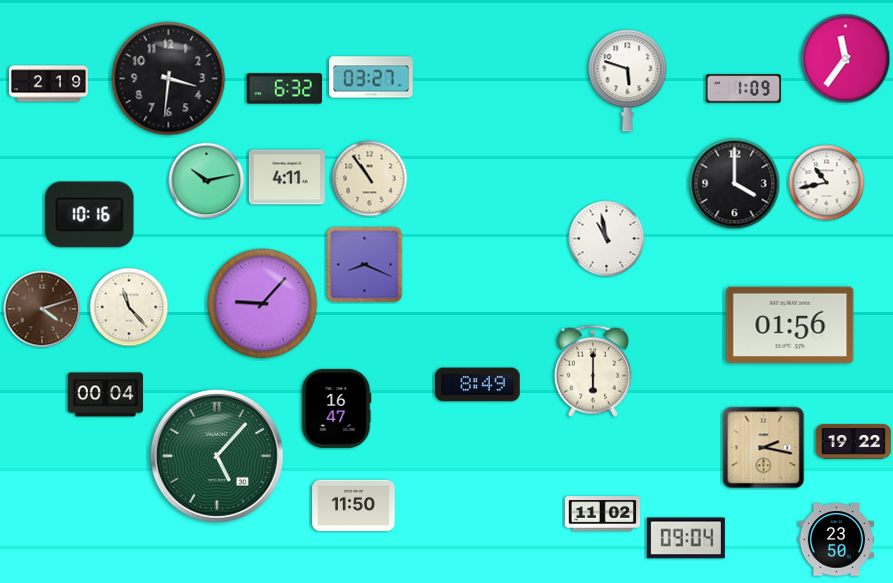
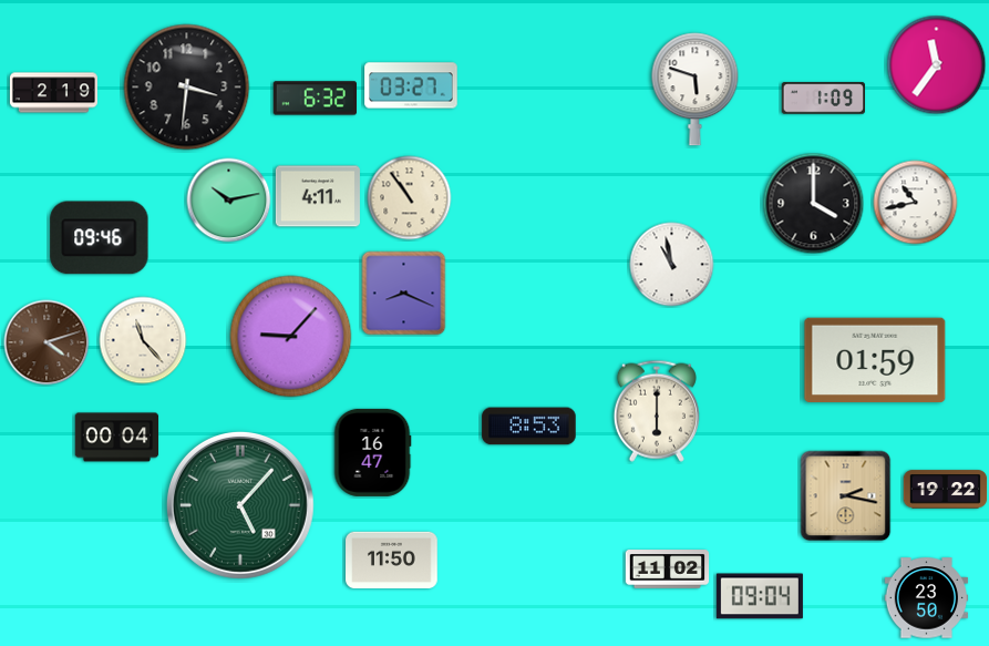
clock at (90, 215): 10:16 -> 09:46
clock at (790, 325): 01:56 -> 01:59
clock at (478, 385): 8:49 -> 8:53
